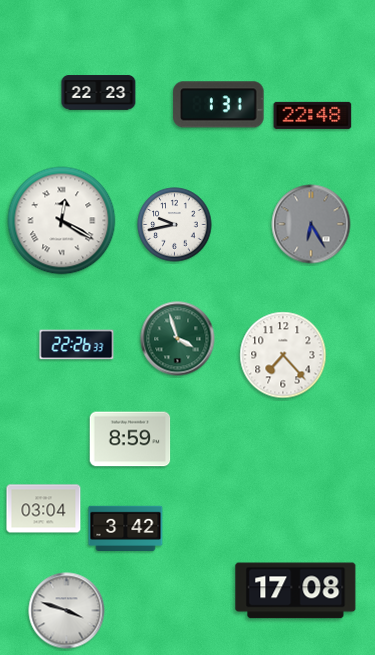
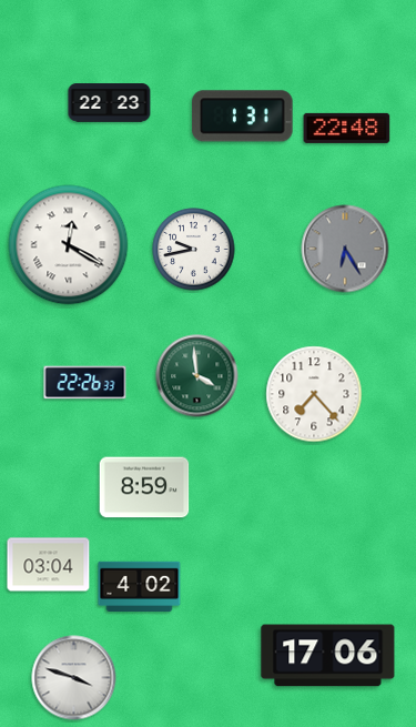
clock at (178, 339): 3:57 -> 3:59
clock at (126, 528): 3:42 -> 4:02
clock at (296, 591): 17:08 -> 17:06
